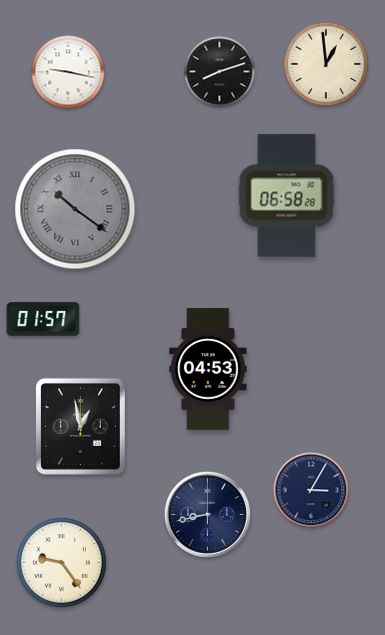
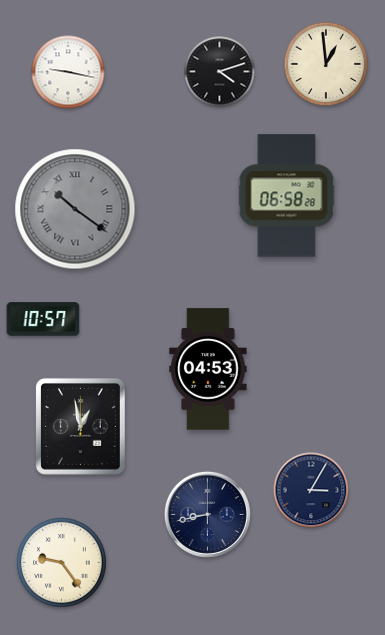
clock at (220, 72): 8:12 -> 4:12
clock at (43, 319): 01:57 -> 10:57
